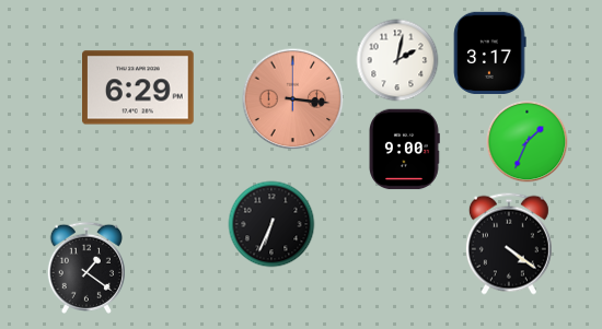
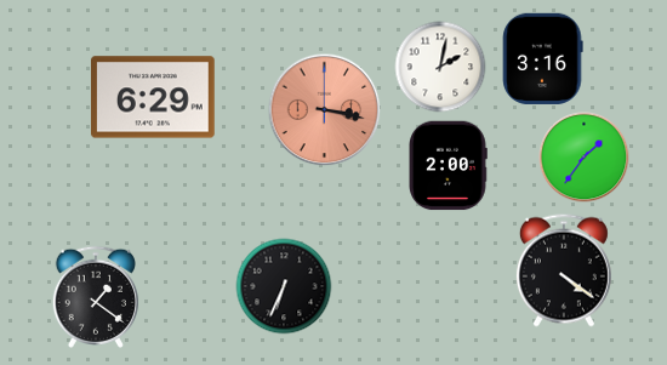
clock at (490, 52): 3:17 -> 3:16
clock at (293, 99): 3:16 -> 3:17
clock at (528, 142): 1:34 -> 1:36
clock at (404, 150): 9:00 -> 2:00
clock at (271, 224) position: (271, 224) -> (284, 286)
